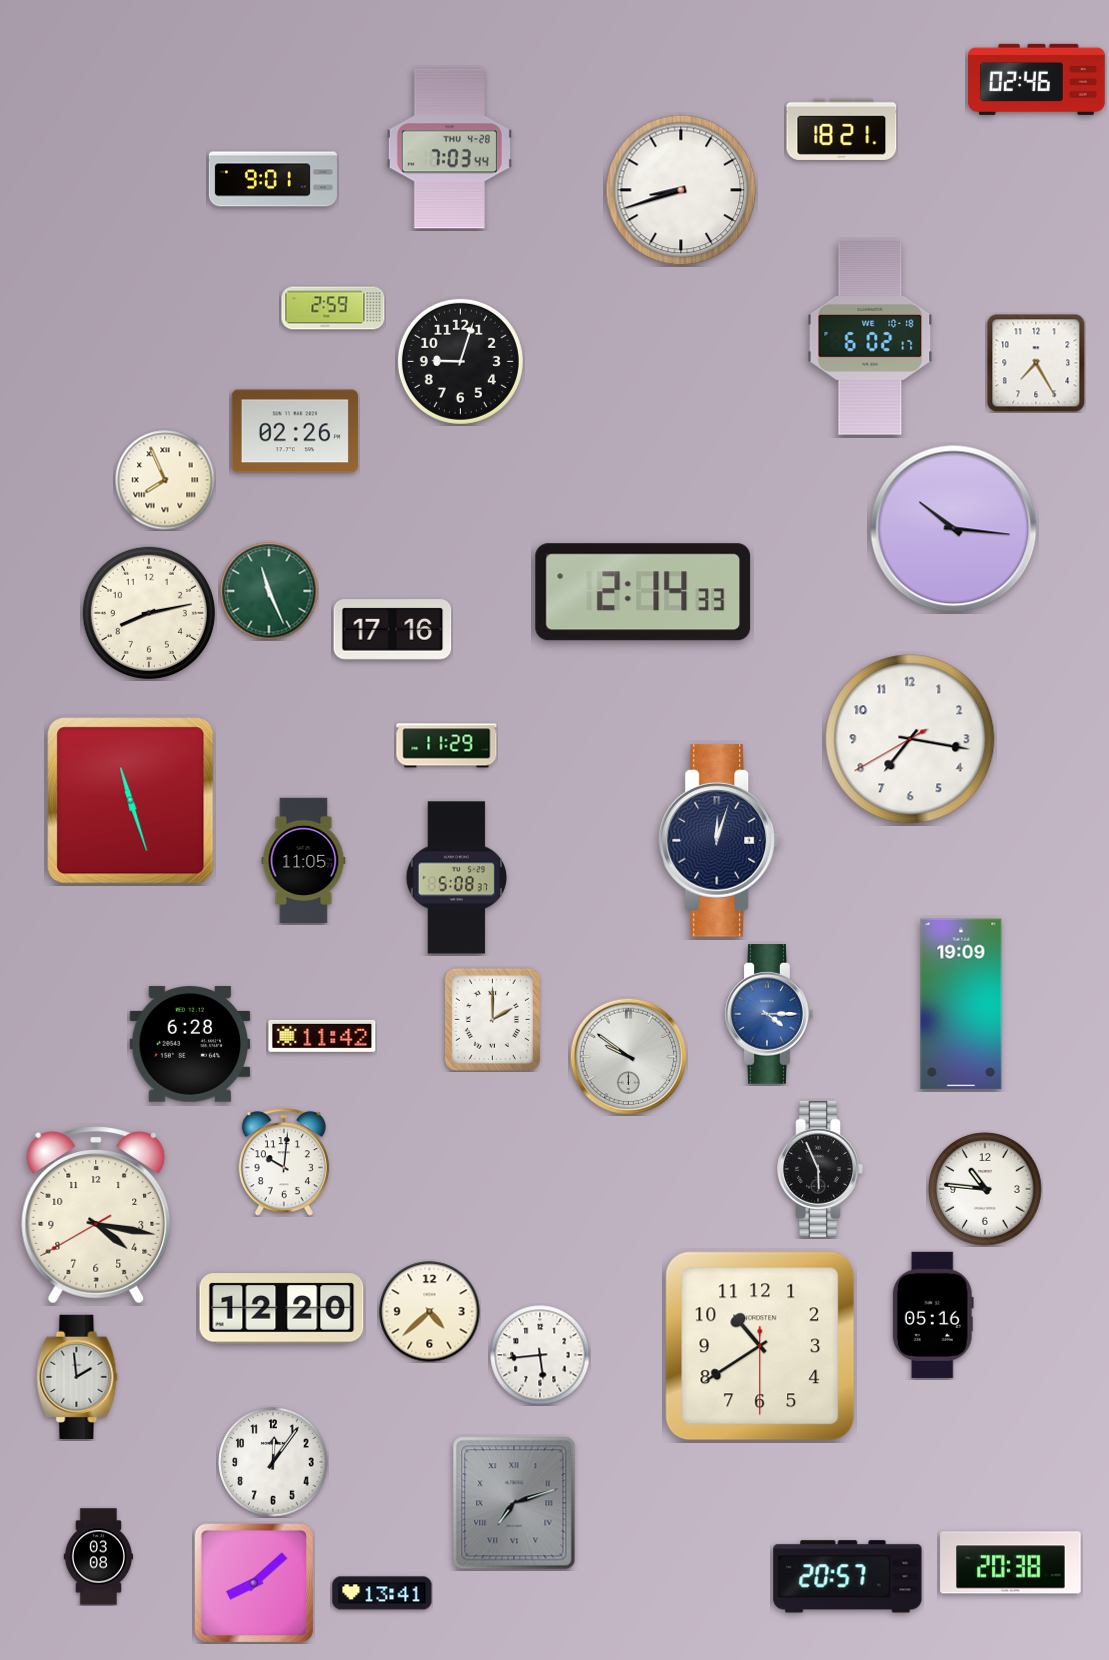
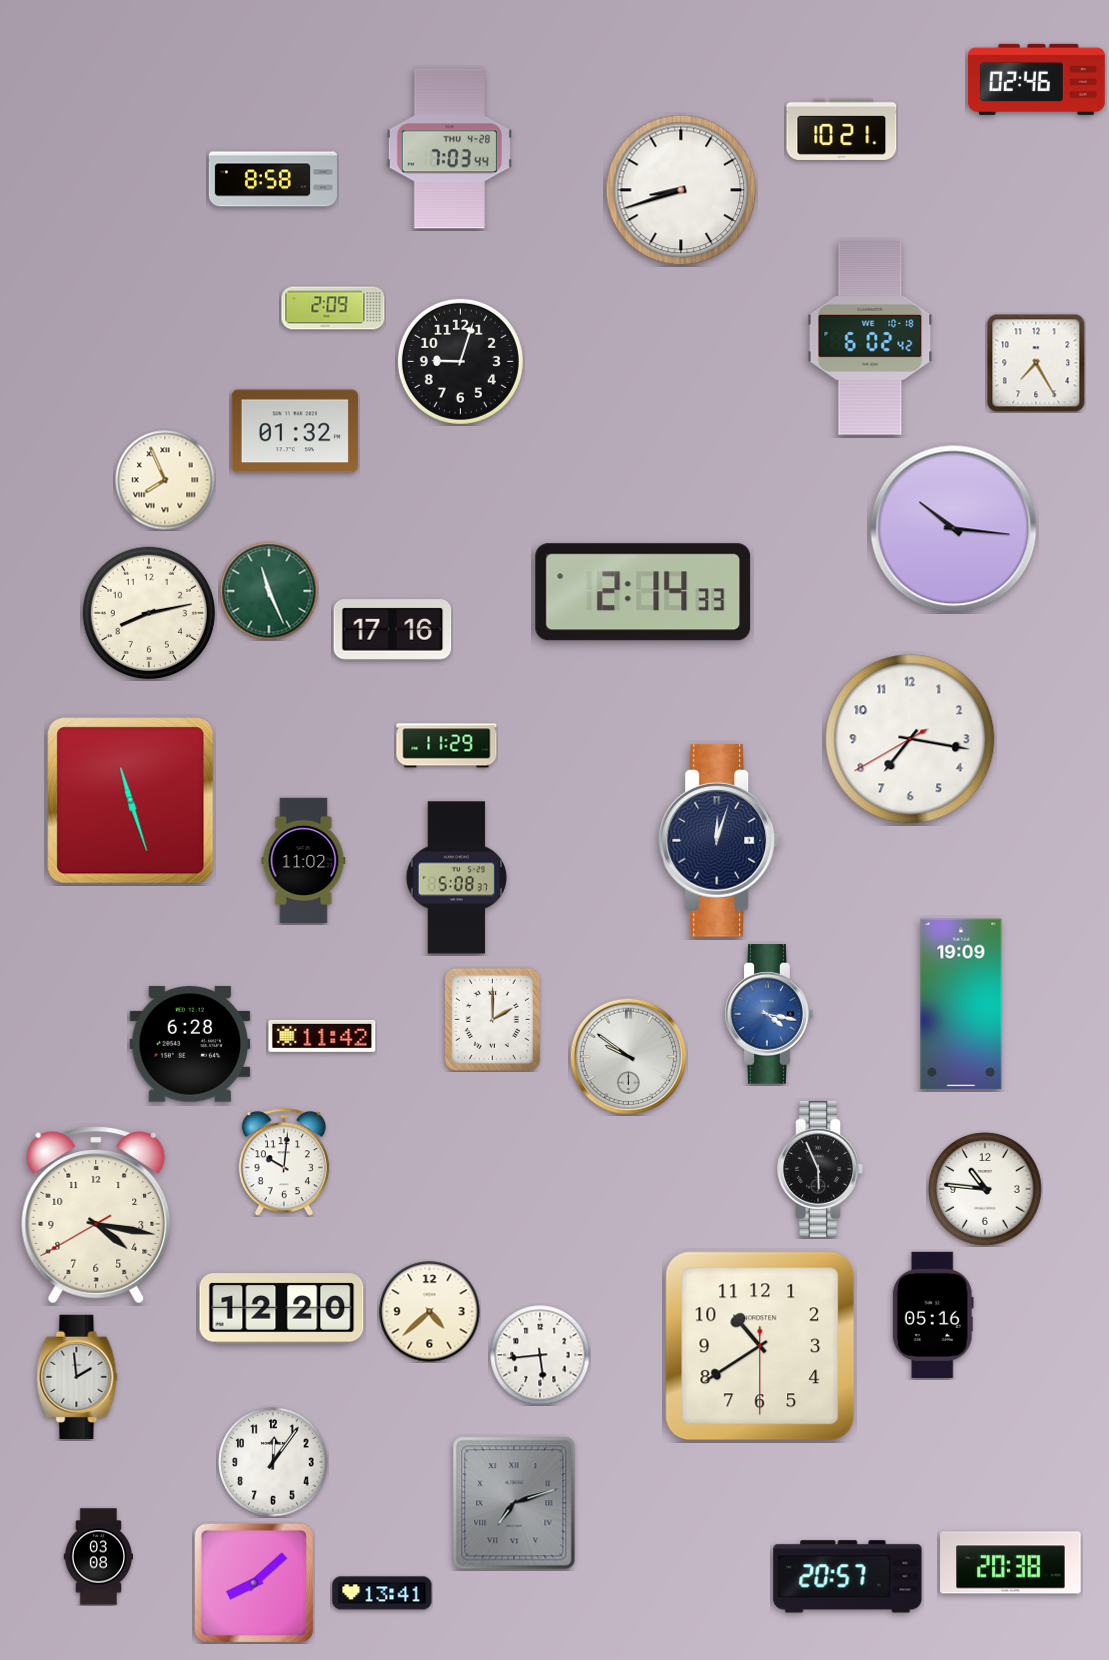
clock at (842, 129): 18:21 -> 10:21
clock at (273, 179): 9:01 -> 8:58
clock at (333, 308): 2:59 -> 2:09
clock at (870, 338): 6:02:17 -> 6:02:42
clock at (295, 431): 02:26 -> 01:32
clock at (304, 860): 11:05 -> 11:02
clock at (769, 1014): 4:15 -> 4:17
